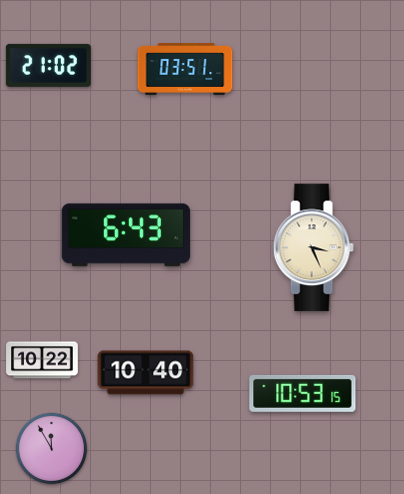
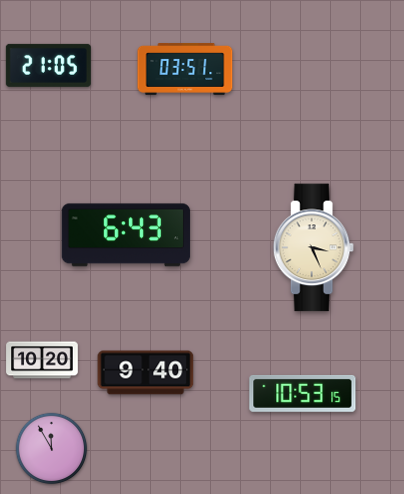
clock at (48, 65): 21:02 -> 21:05
clock at (42, 360): 10:22 -> 10:20
clock at (146, 373): 10:40 -> 9:40
